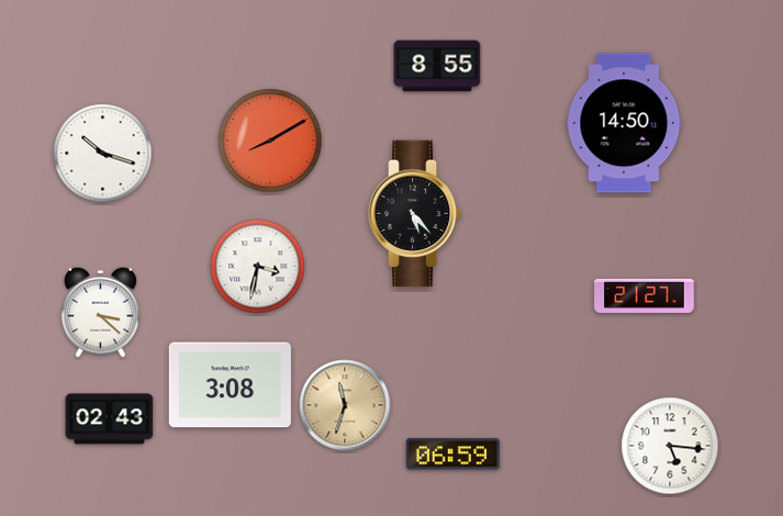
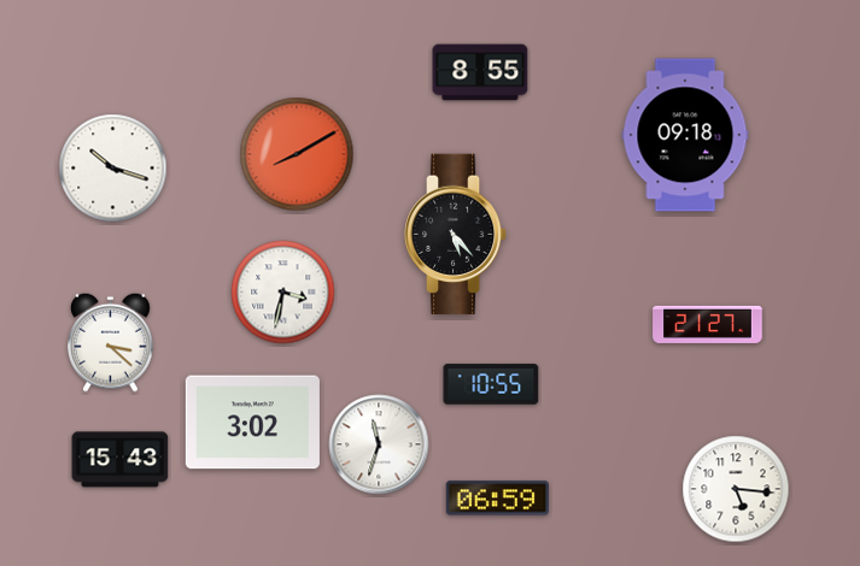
clock at (624, 123): 14:50 -> 09:18
clock at (491, 384): none -> 10:55
clock at (230, 385): 3:08 -> 3:02
clock at (345, 405) dial: champagne -> white
clock at (110, 419): 02:43 -> 15:43
